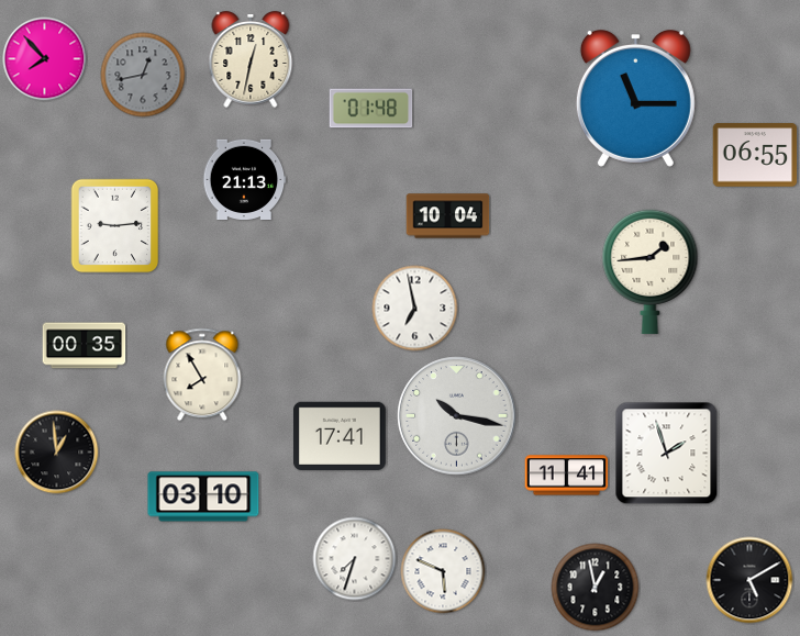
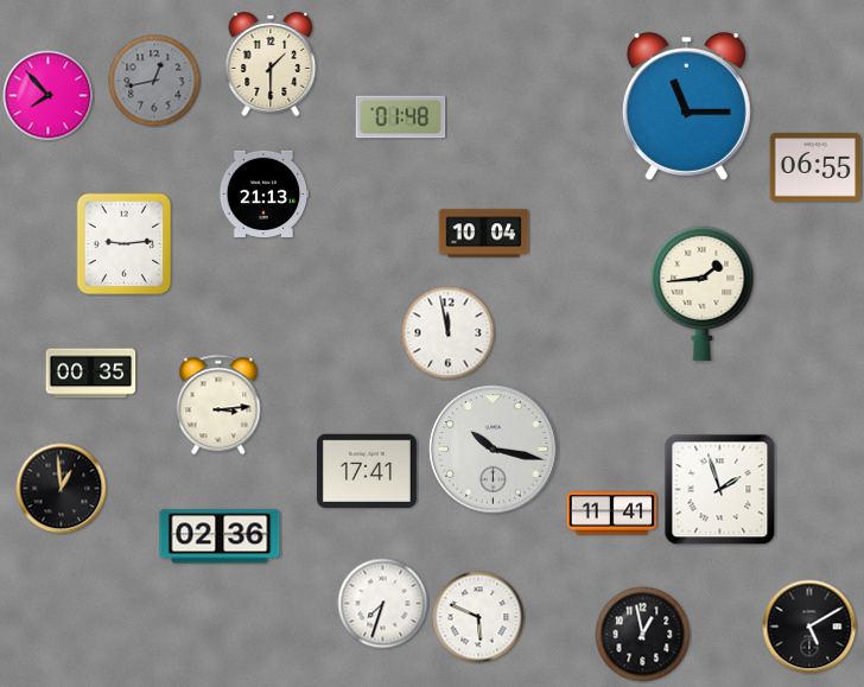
clock at (45, 59) position: (45, 59) -> (49, 96)
clock at (251, 60): 12:32 -> 1:30
clock at (415, 309): 6:58 -> 11:58
clock at (202, 375): 7:55 -> 3:14
clock at (203, 496): 03:10 -> 02:36
